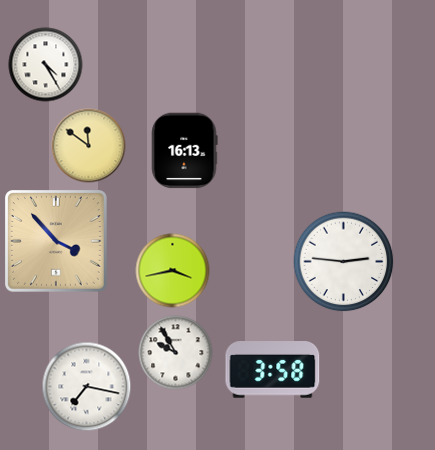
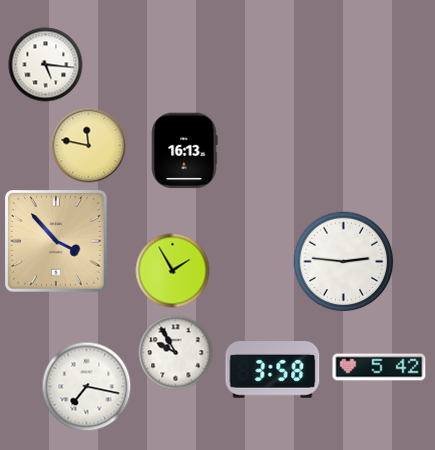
clock at (46, 65): 4:25 -> 5:16
clock at (89, 146): 11:51 -> 11:47
clock at (173, 271): 3:43 -> 1:55
clock at (379, 367): none -> 5:42
